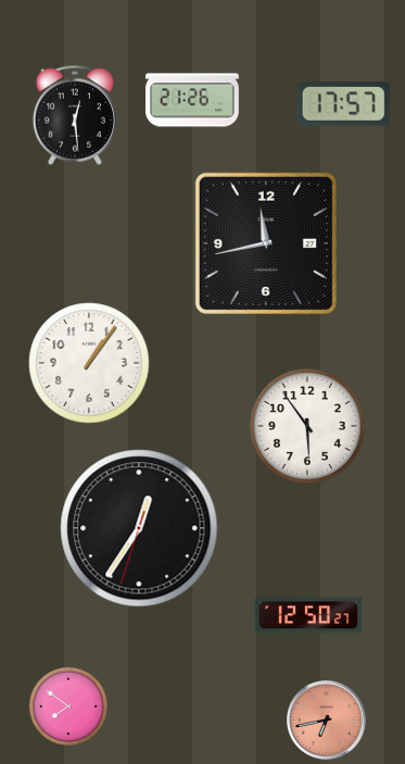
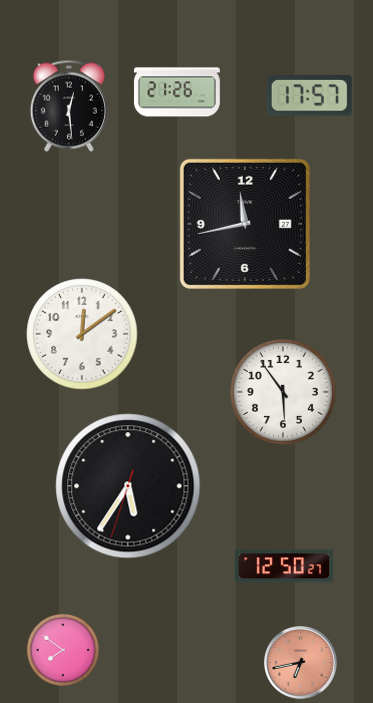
clock at (343, 104) position: (343, 104) -> (309, 96)
clock at (89, 363): 1:06 -> 12:09
clock at (139, 528): 12:35 -> 5:35
